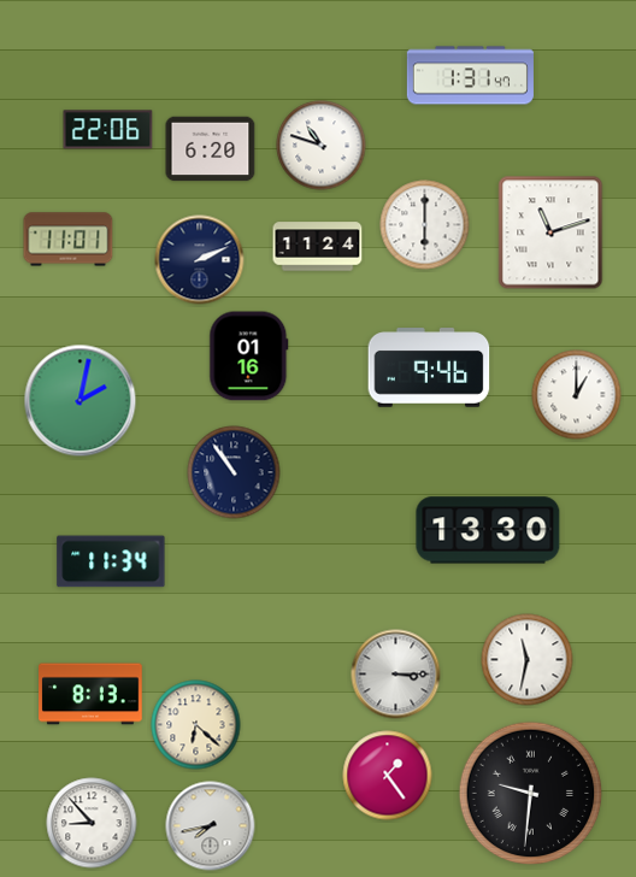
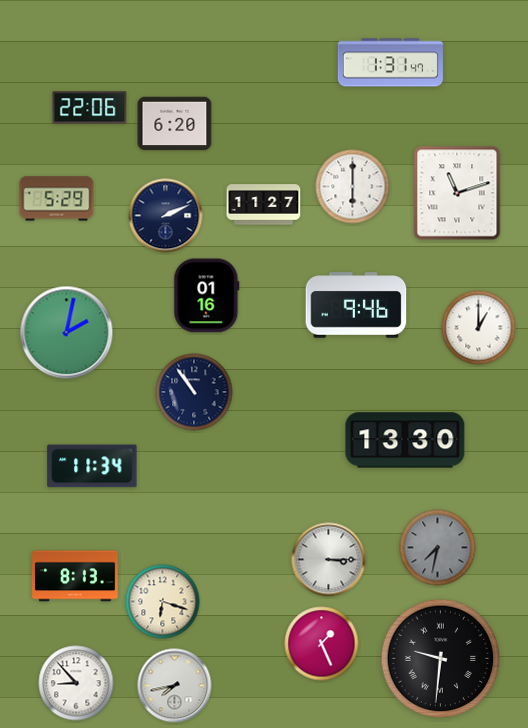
clock at (322, 146): 10:48 -> none
clock at (69, 240): 11:01 -> 5:29
clock at (318, 247): 11:24 -> 11:27
clock at (528, 660): 11:32 -> 7:32
clock at (528, 660) dial: white -> grey
clock at (196, 725): 6:22 -> 6:18
clock at (388, 776): 1:24 -> 1:26
